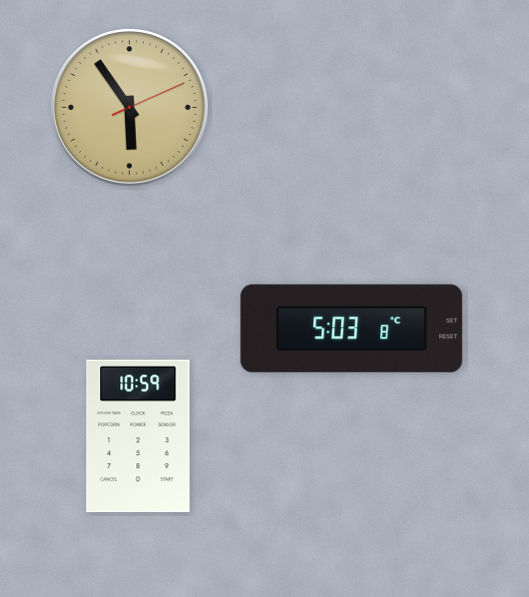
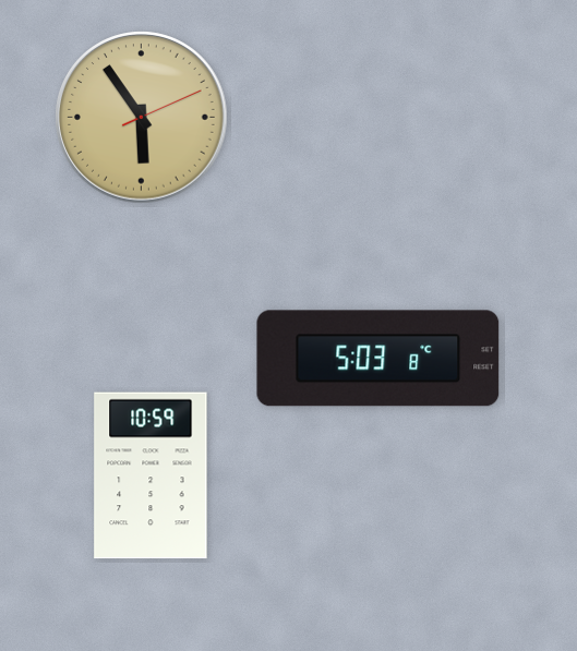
clock at (352, 329) position: (352, 329) -> (378, 359)
